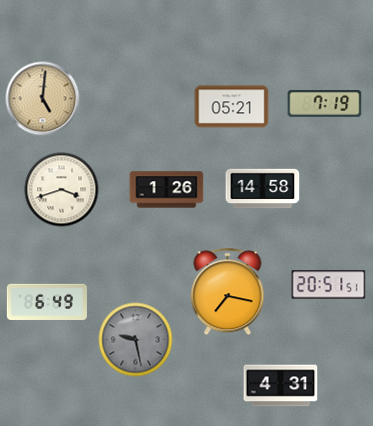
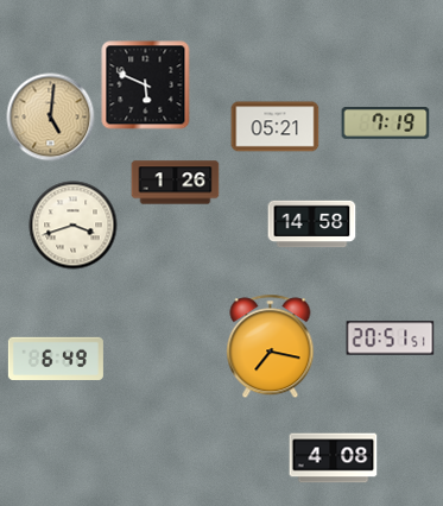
clock at (146, 86): none -> 5:49
clock at (167, 190) position: (167, 190) -> (176, 183)
clock at (136, 340): 9:28 -> none
clock at (281, 386): 4:31 -> 4:08
